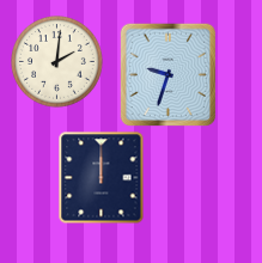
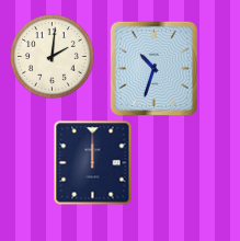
clock at (169, 74): 9:33 -> 10:33
